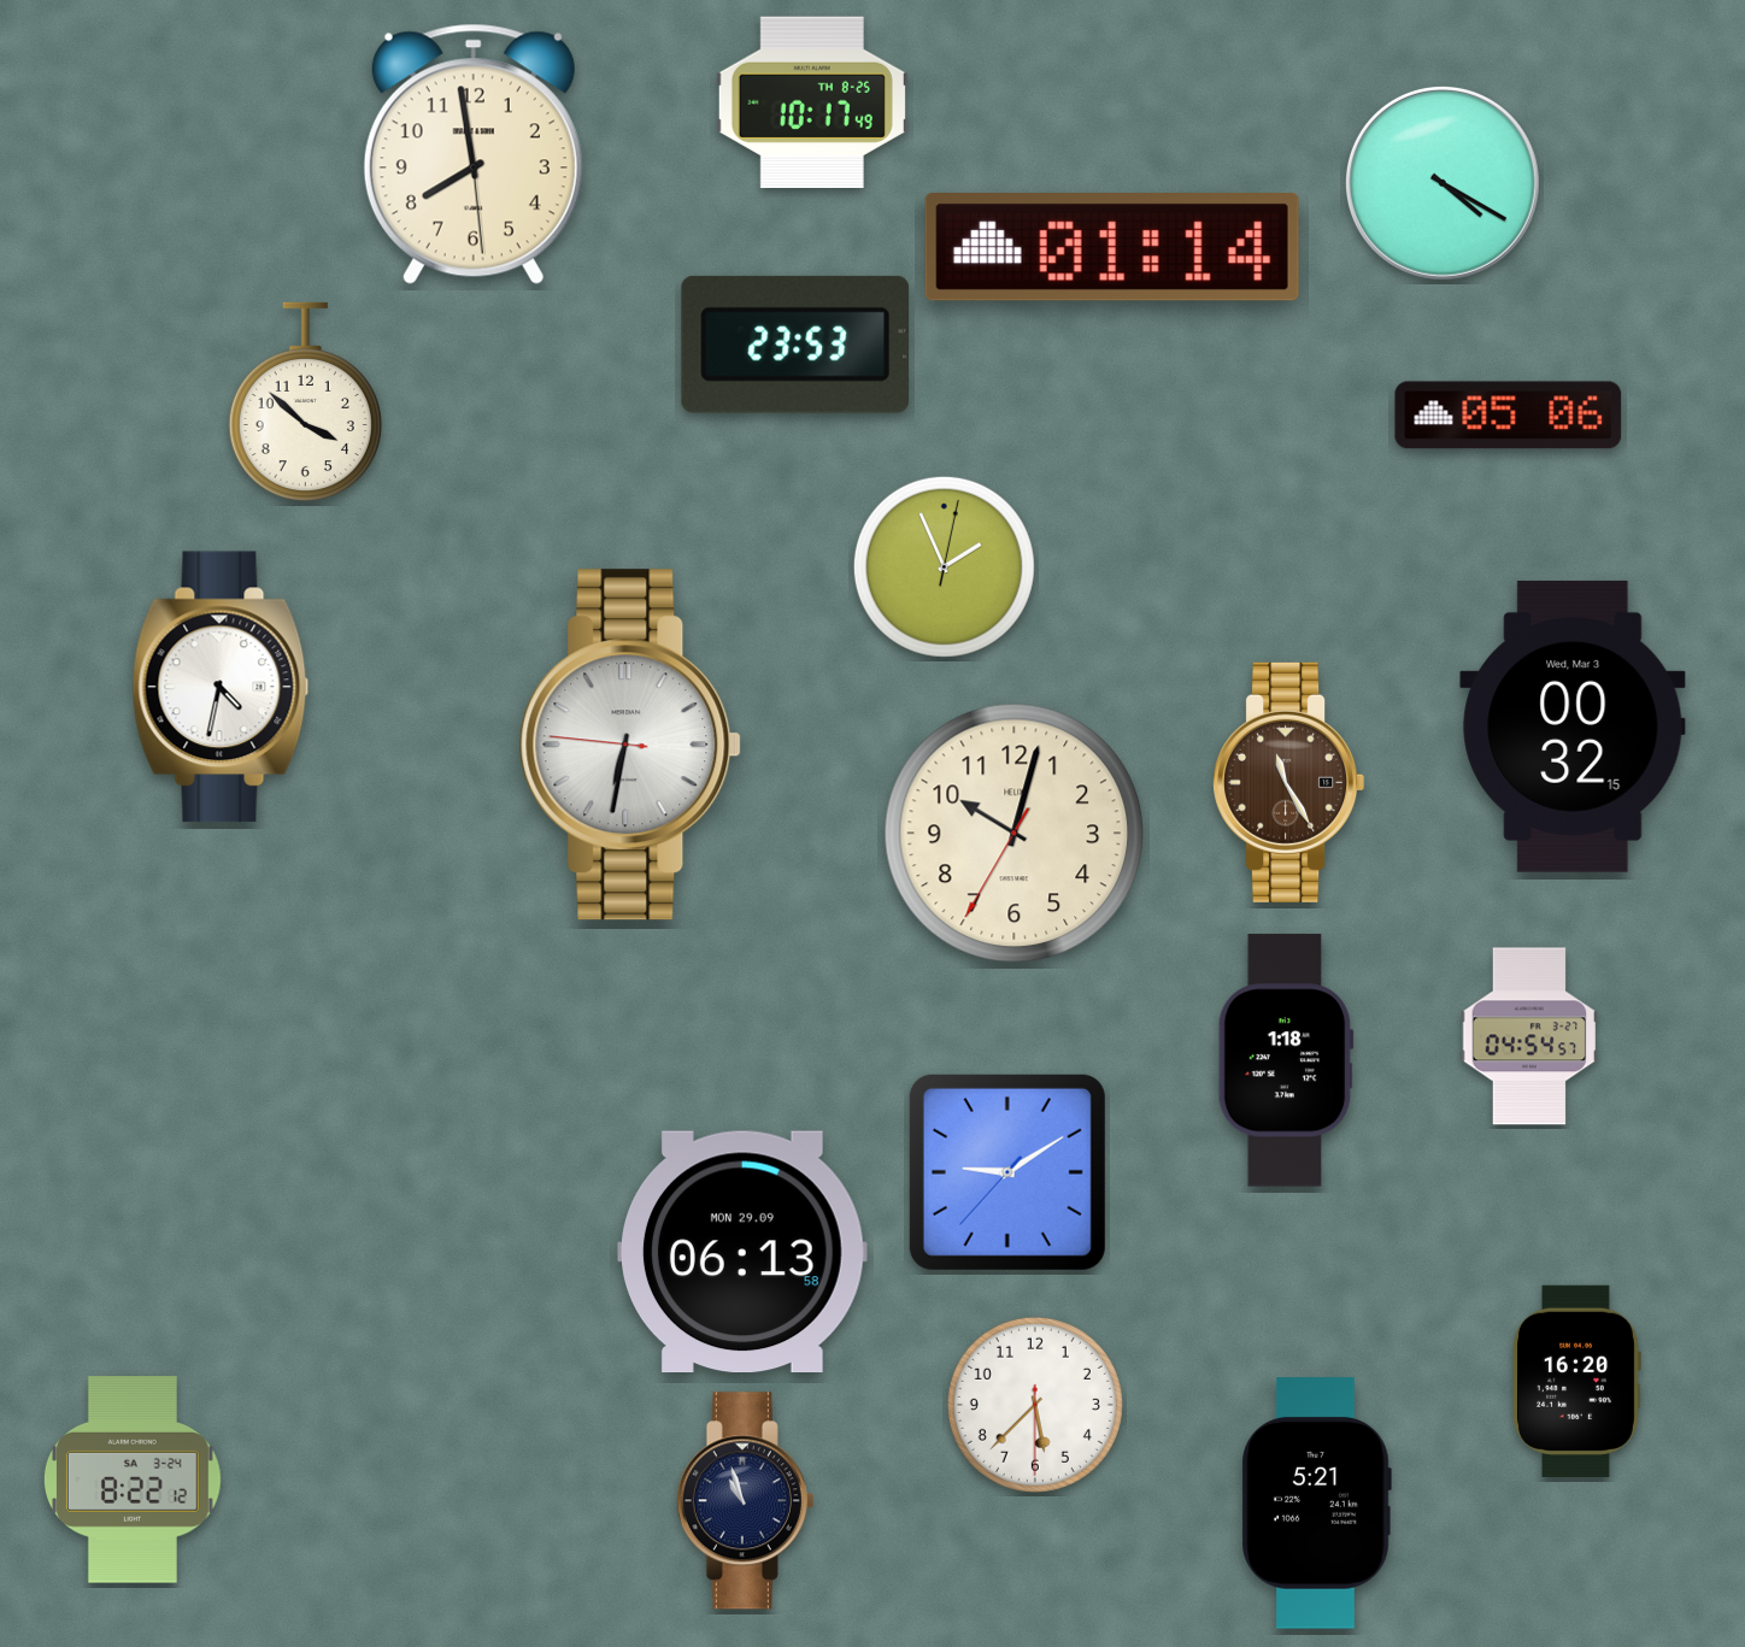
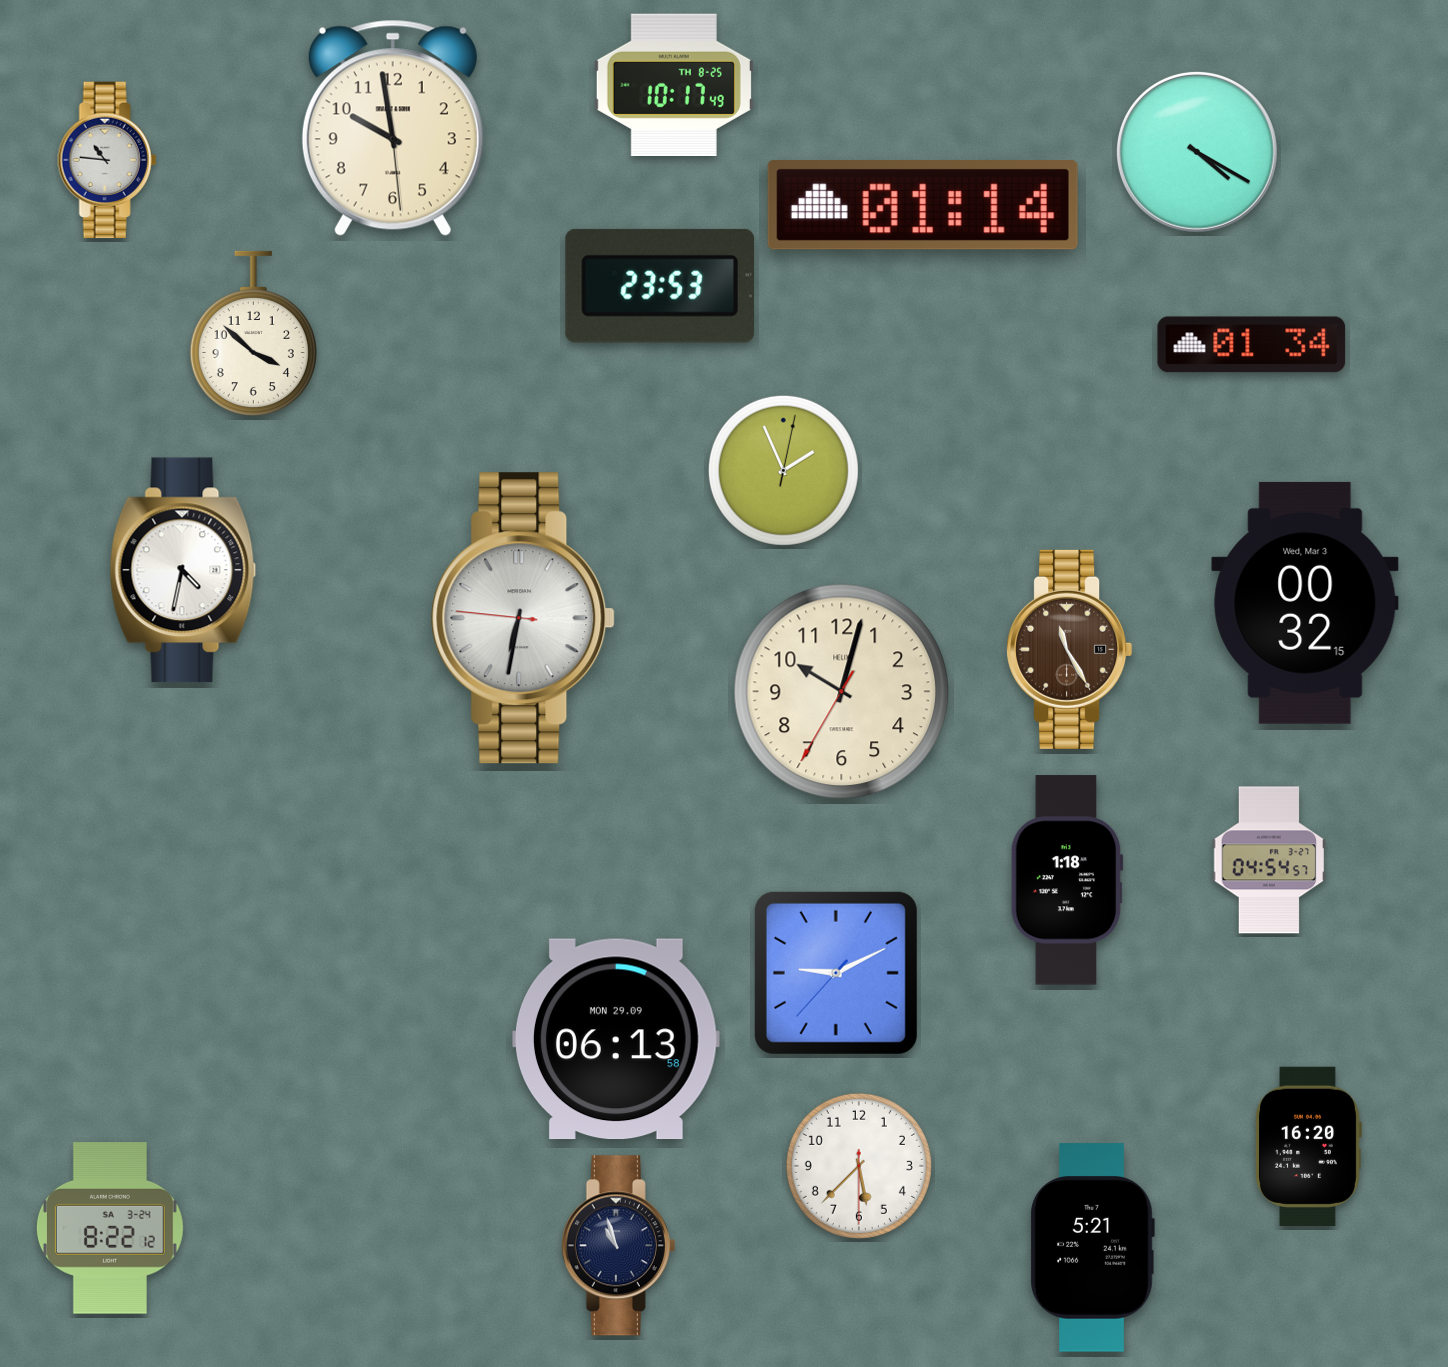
clock at (474, 154): 7:58 -> 9:58
clock at (107, 160): none -> 10:46
clock at (1509, 416): 05:06 -> 01:34
clock at (1007, 1172): 9:09 -> 9:10
